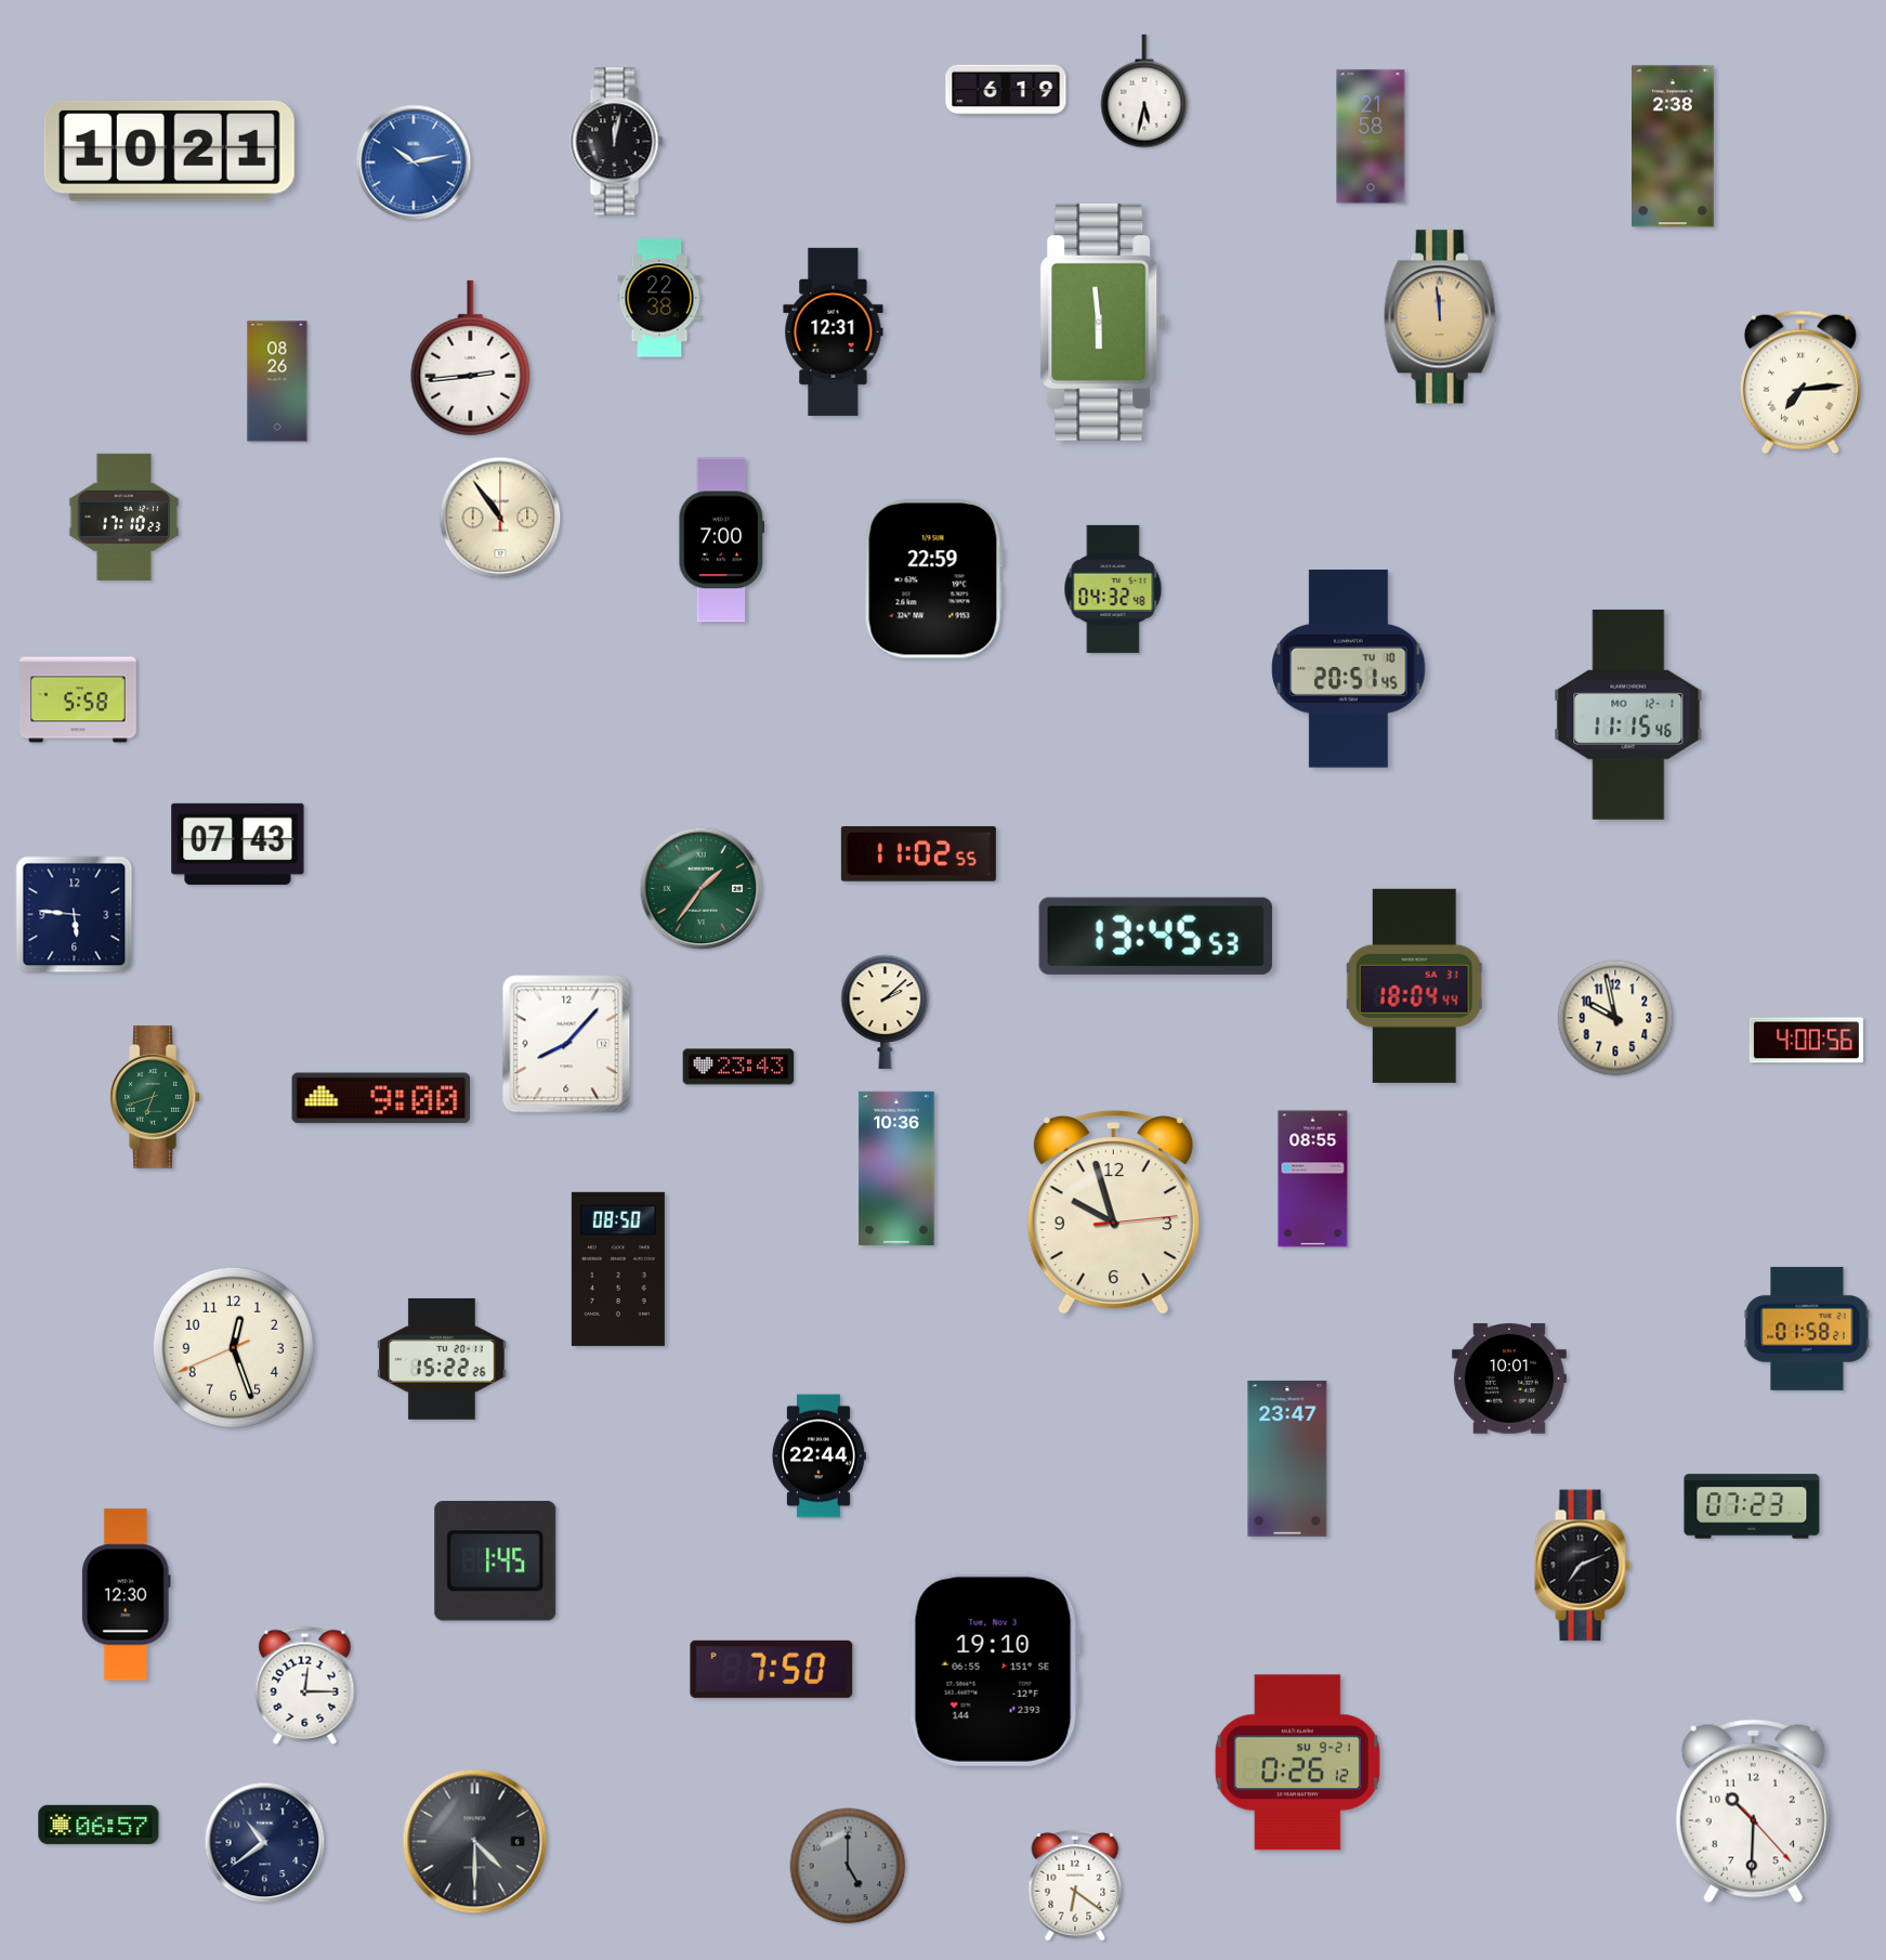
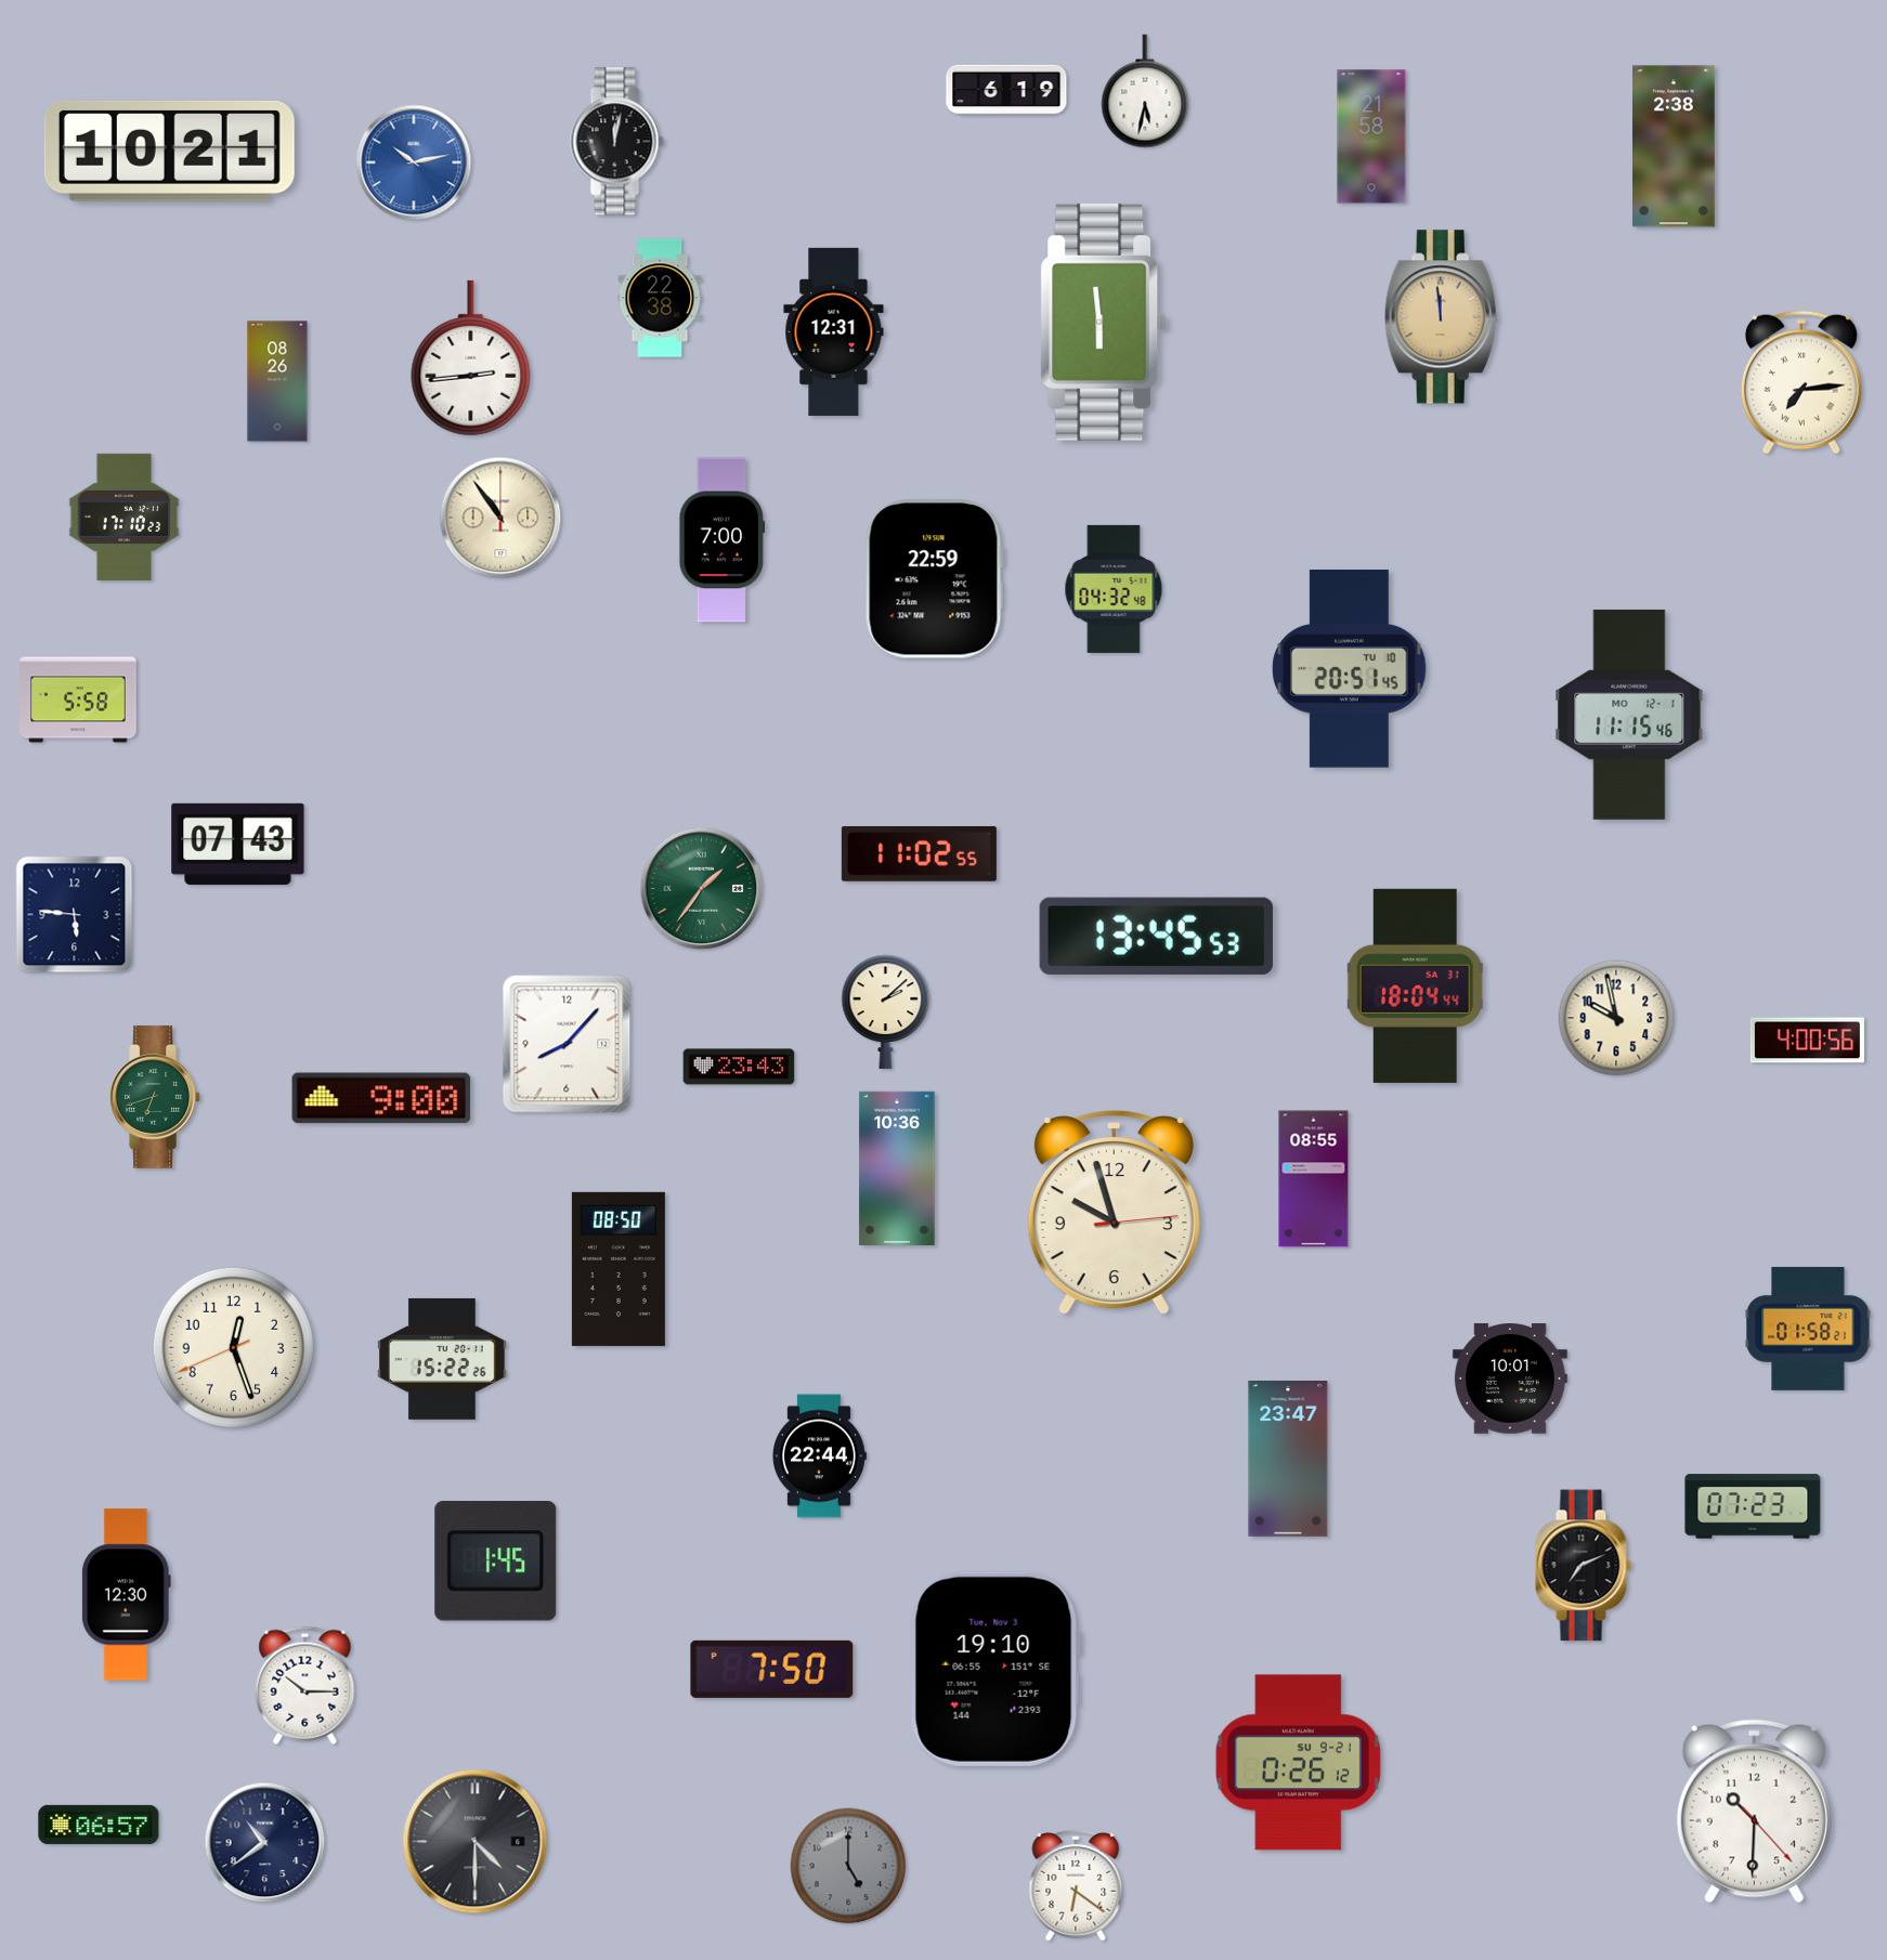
clock at (305, 1685): 12:15 -> 10:15
